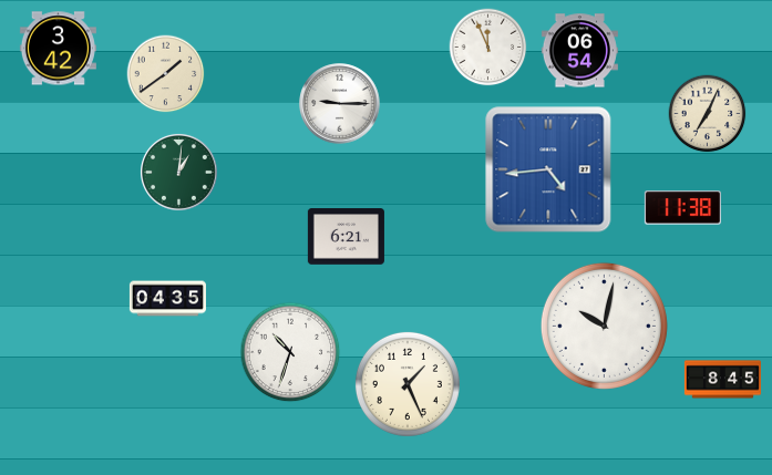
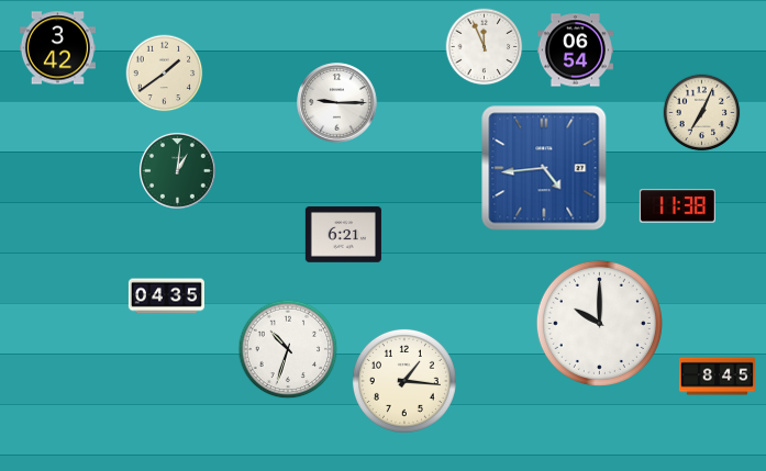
clock at (604, 326): 10:02 -> 10:00
clock at (408, 384): 1:26 -> 1:16
